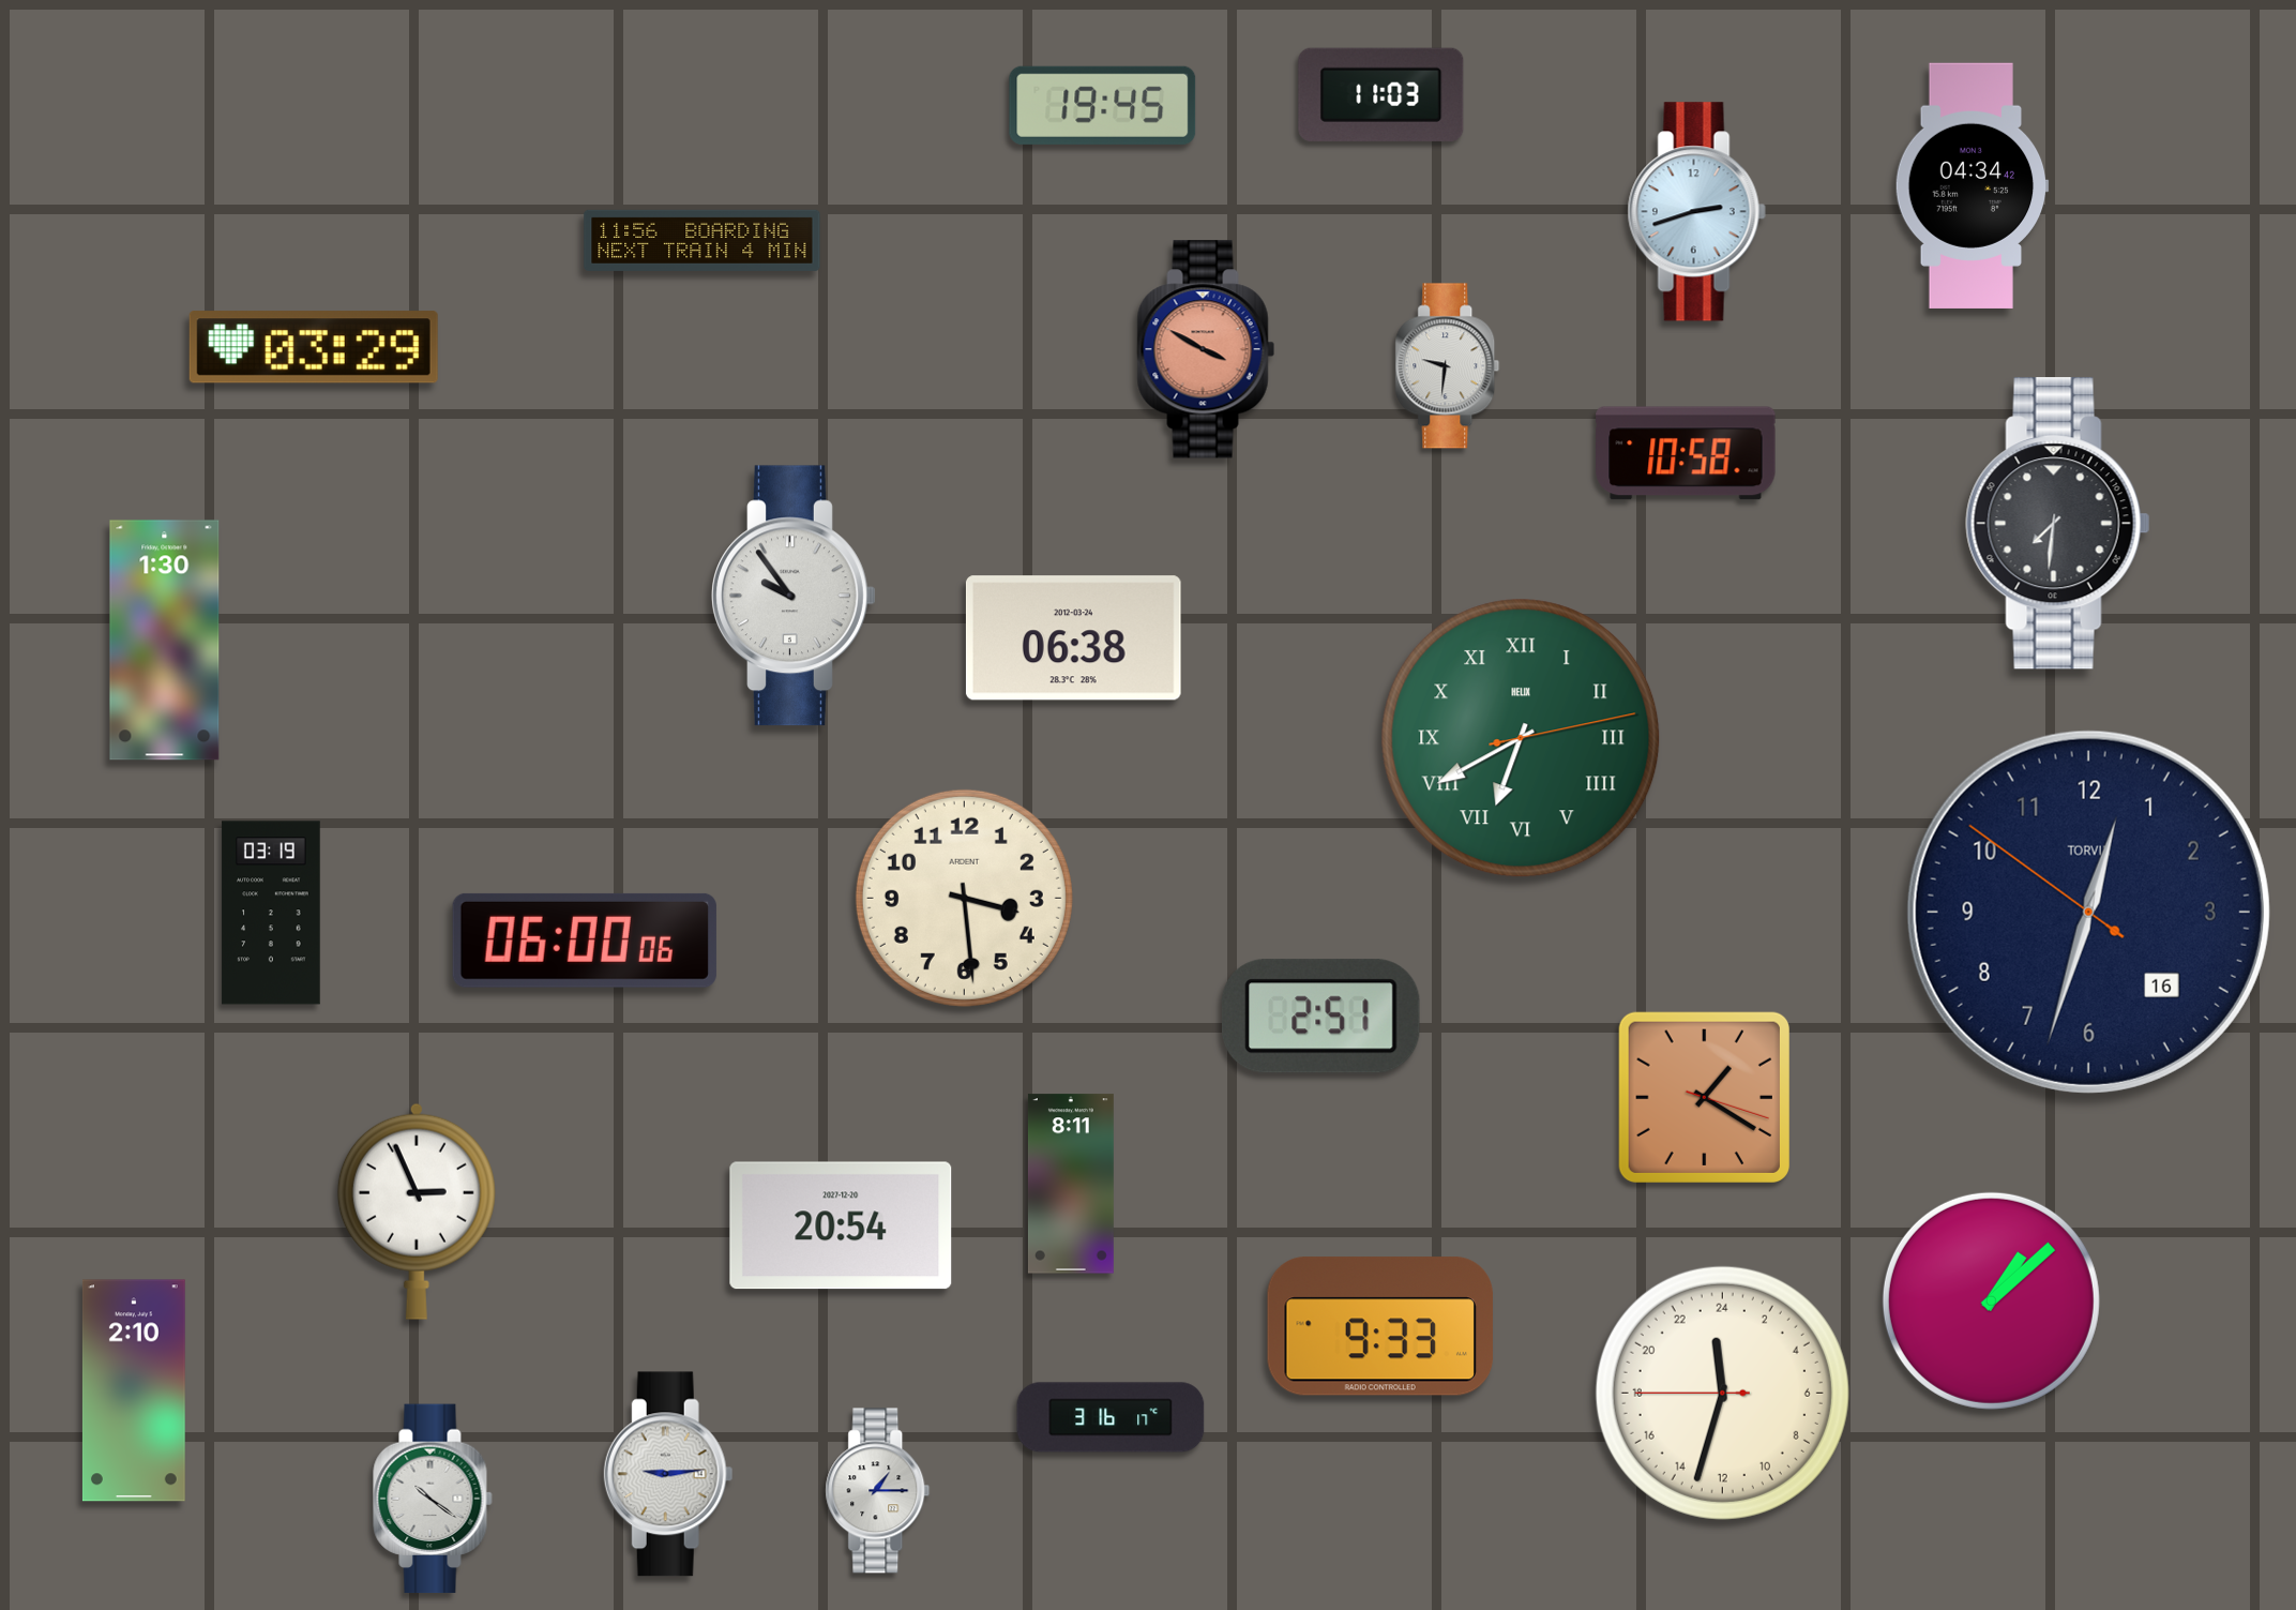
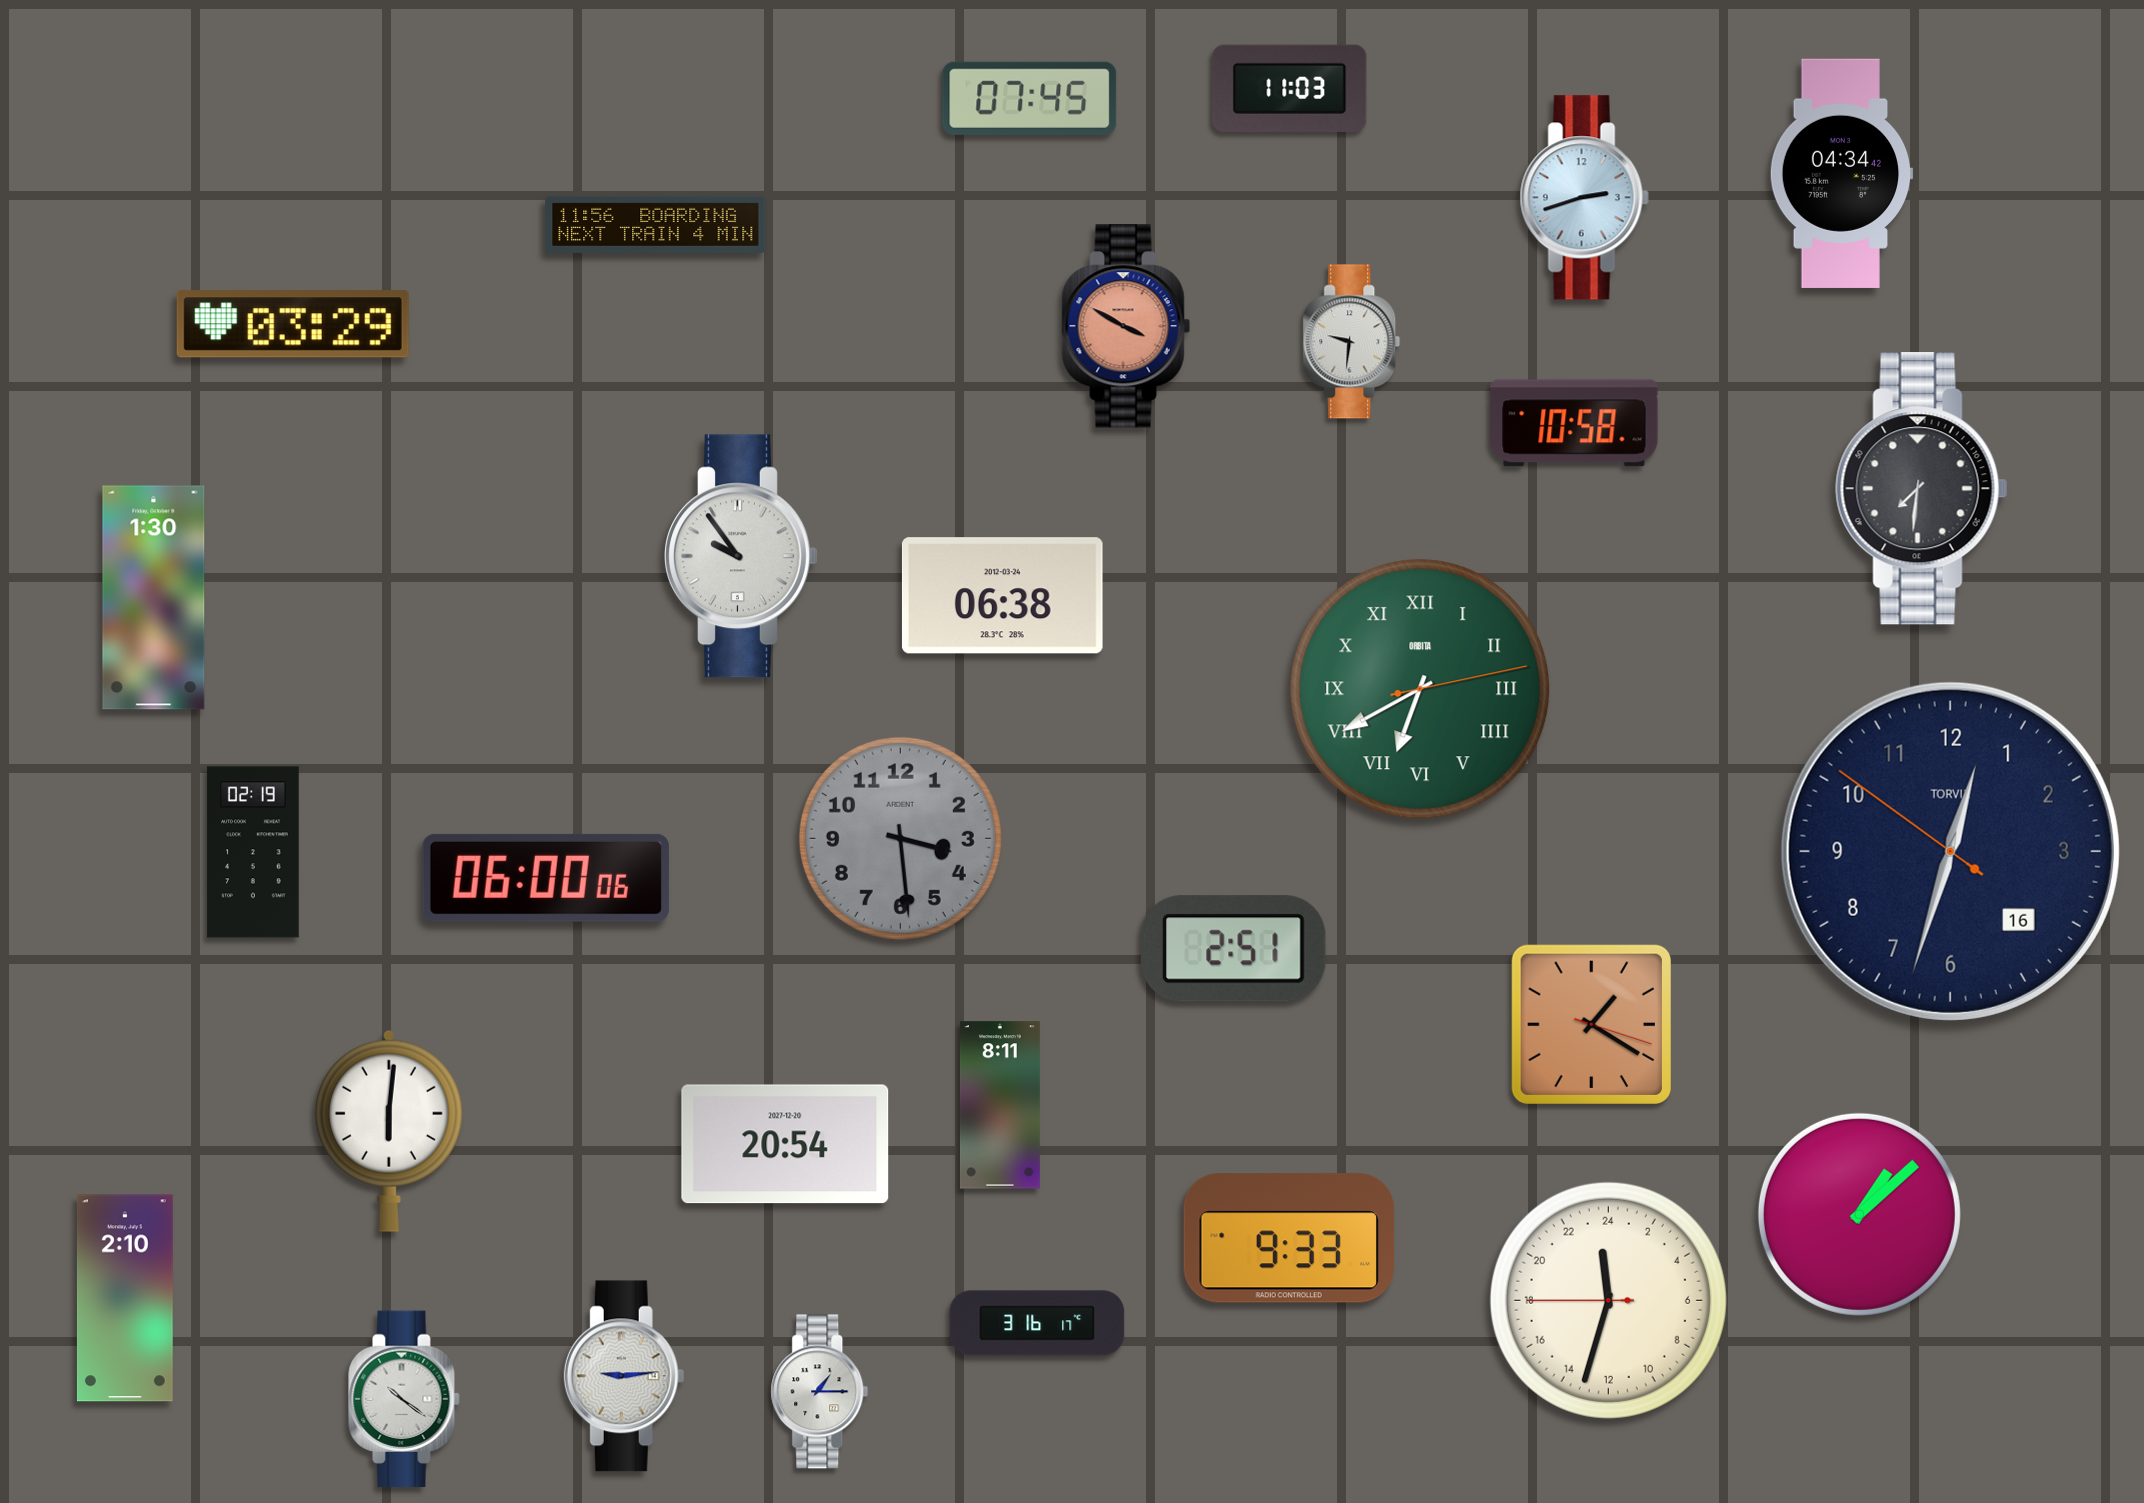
clock at (1103, 105): 19:45 -> 07:45
clock at (1521, 738) brand: HELIX -> ORBITA
clock at (964, 898) dial: cream -> grey
clock at (271, 913): 03:19 -> 02:19
clock at (417, 1212): 2:56 -> 6:01
